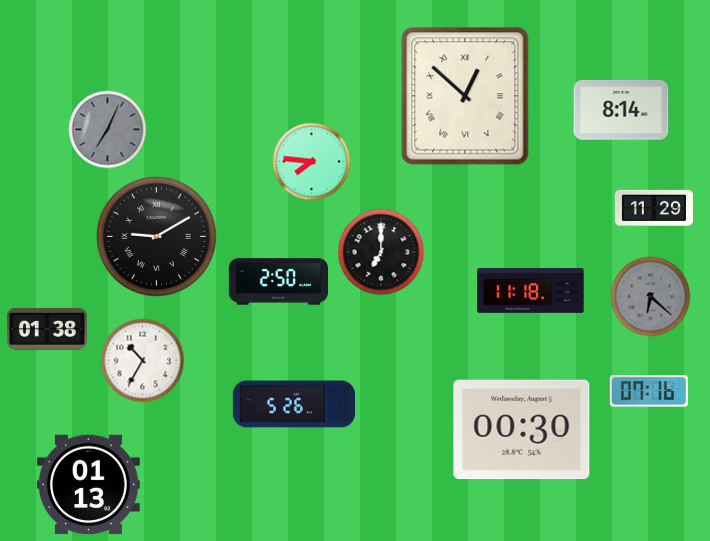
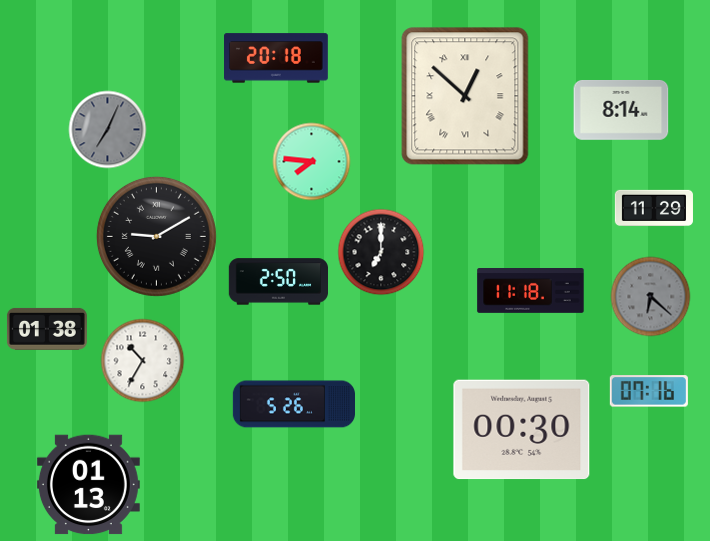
clock at (277, 58): none -> 20:18
